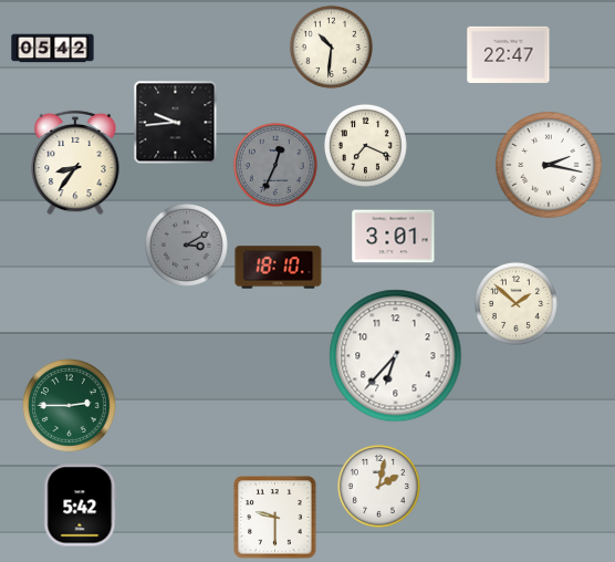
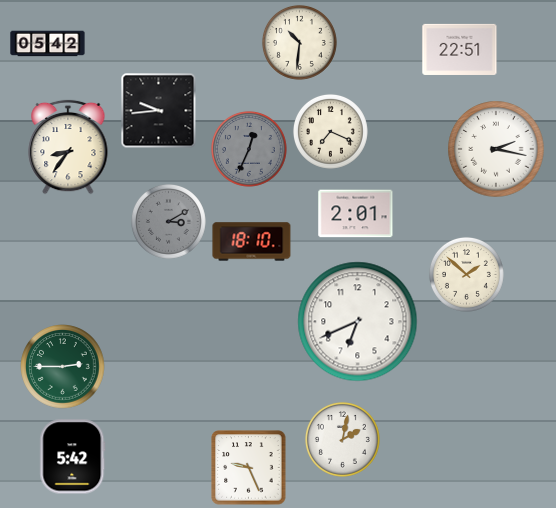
clock at (509, 54): 22:47 -> 22:51
clock at (394, 237): 3:01 -> 2:01
clock at (396, 356): 6:37 -> 6:41
clock at (275, 518): 9:30 -> 9:26
